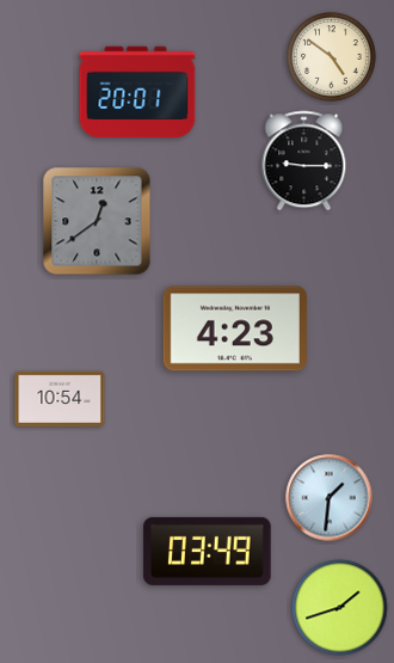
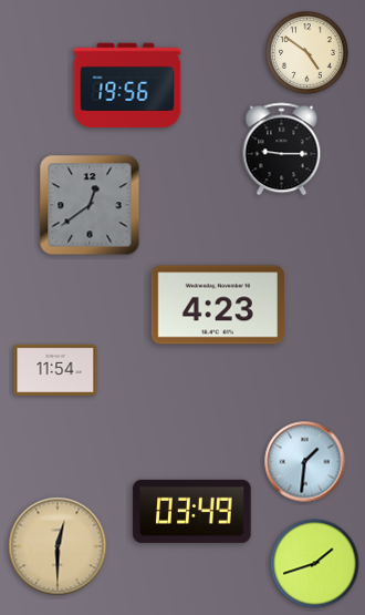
clock at (137, 92): 20:01 -> 19:56
clock at (60, 398): 10:54 -> 11:54
clock at (58, 546): none -> 12:30
